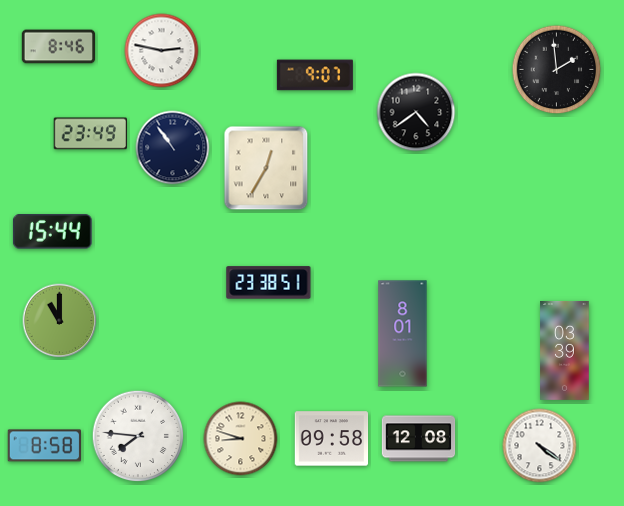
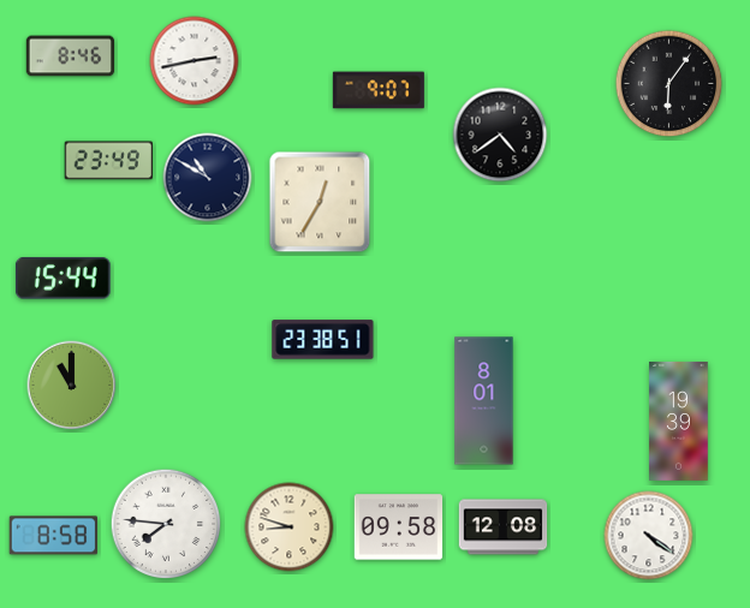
clock at (162, 51): 2:47 -> 2:43
clock at (557, 70): 1:59 -> 6:06
clock at (173, 148): 10:54 -> 10:50
clock at (565, 350): 03:39 -> 19:39
